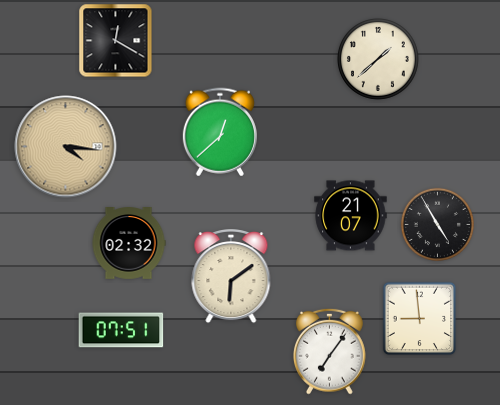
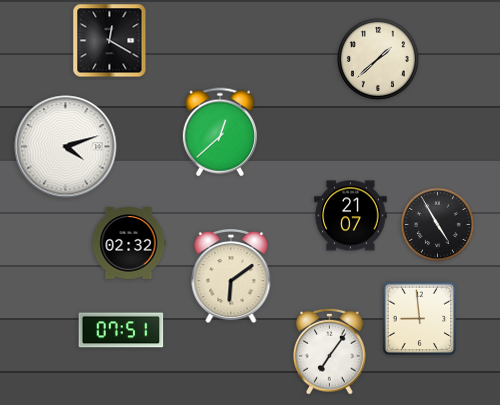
clock at (116, 41) position: (116, 41) -> (110, 41)
clock at (66, 147): 4:16 -> 4:12
clock at (66, 147) dial: champagne -> white
